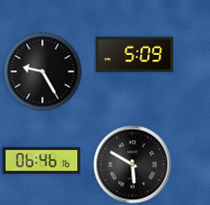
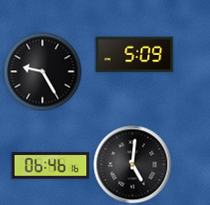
clock at (41, 161) position: (41, 161) -> (50, 166)
clock at (132, 164): 5:50 -> 5:01
